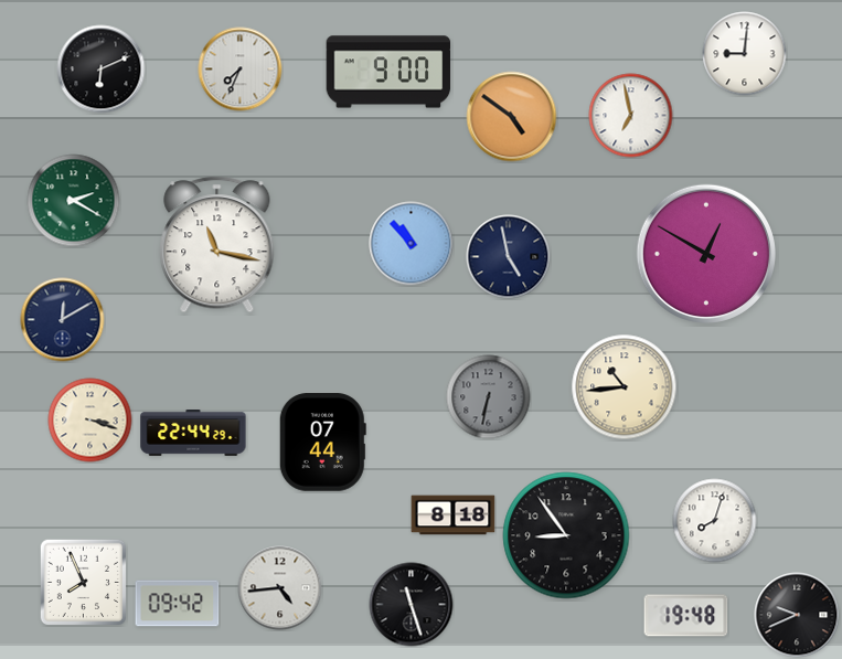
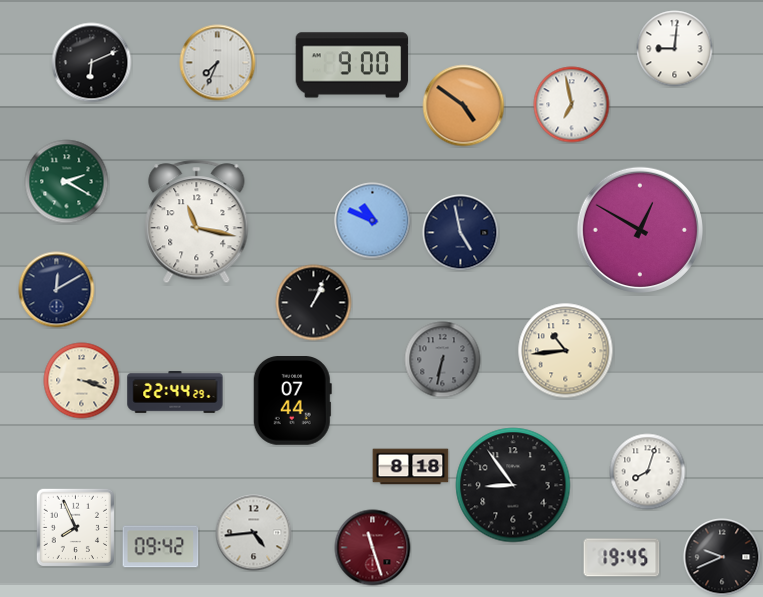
clock at (412, 244): 10:53 -> 10:49
clock at (314, 303): none -> 1:04
clock at (412, 605) dial: black -> burgundy
clock at (686, 616): 19:48 -> 19:45
